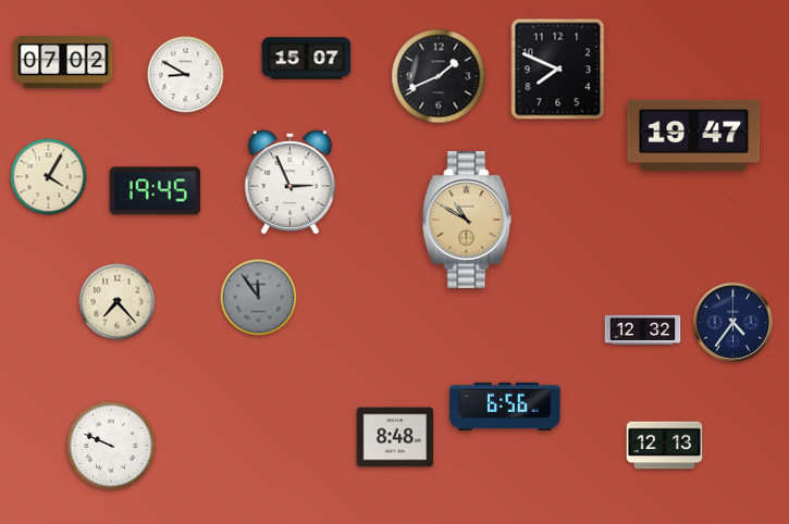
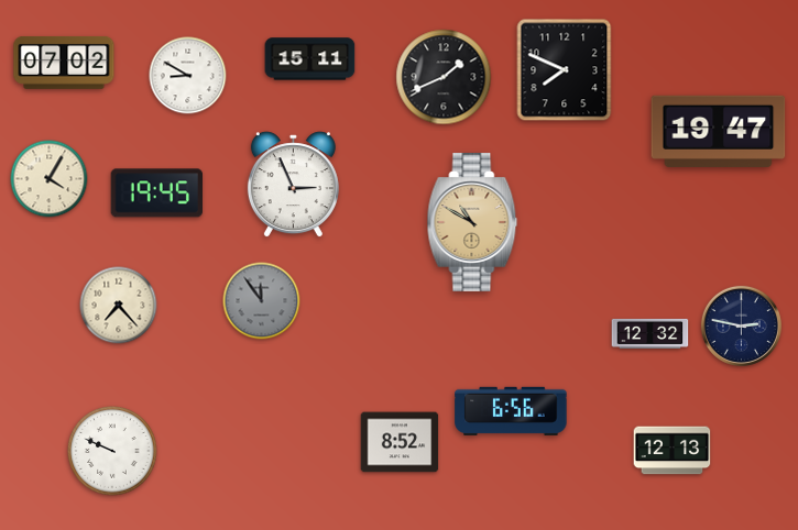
clock at (307, 59): 15:07 -> 15:11
clock at (694, 135) position: (694, 135) -> (719, 131)
clock at (732, 322): 4:36 -> 2:47
clock at (395, 437): 8:48 -> 8:52
